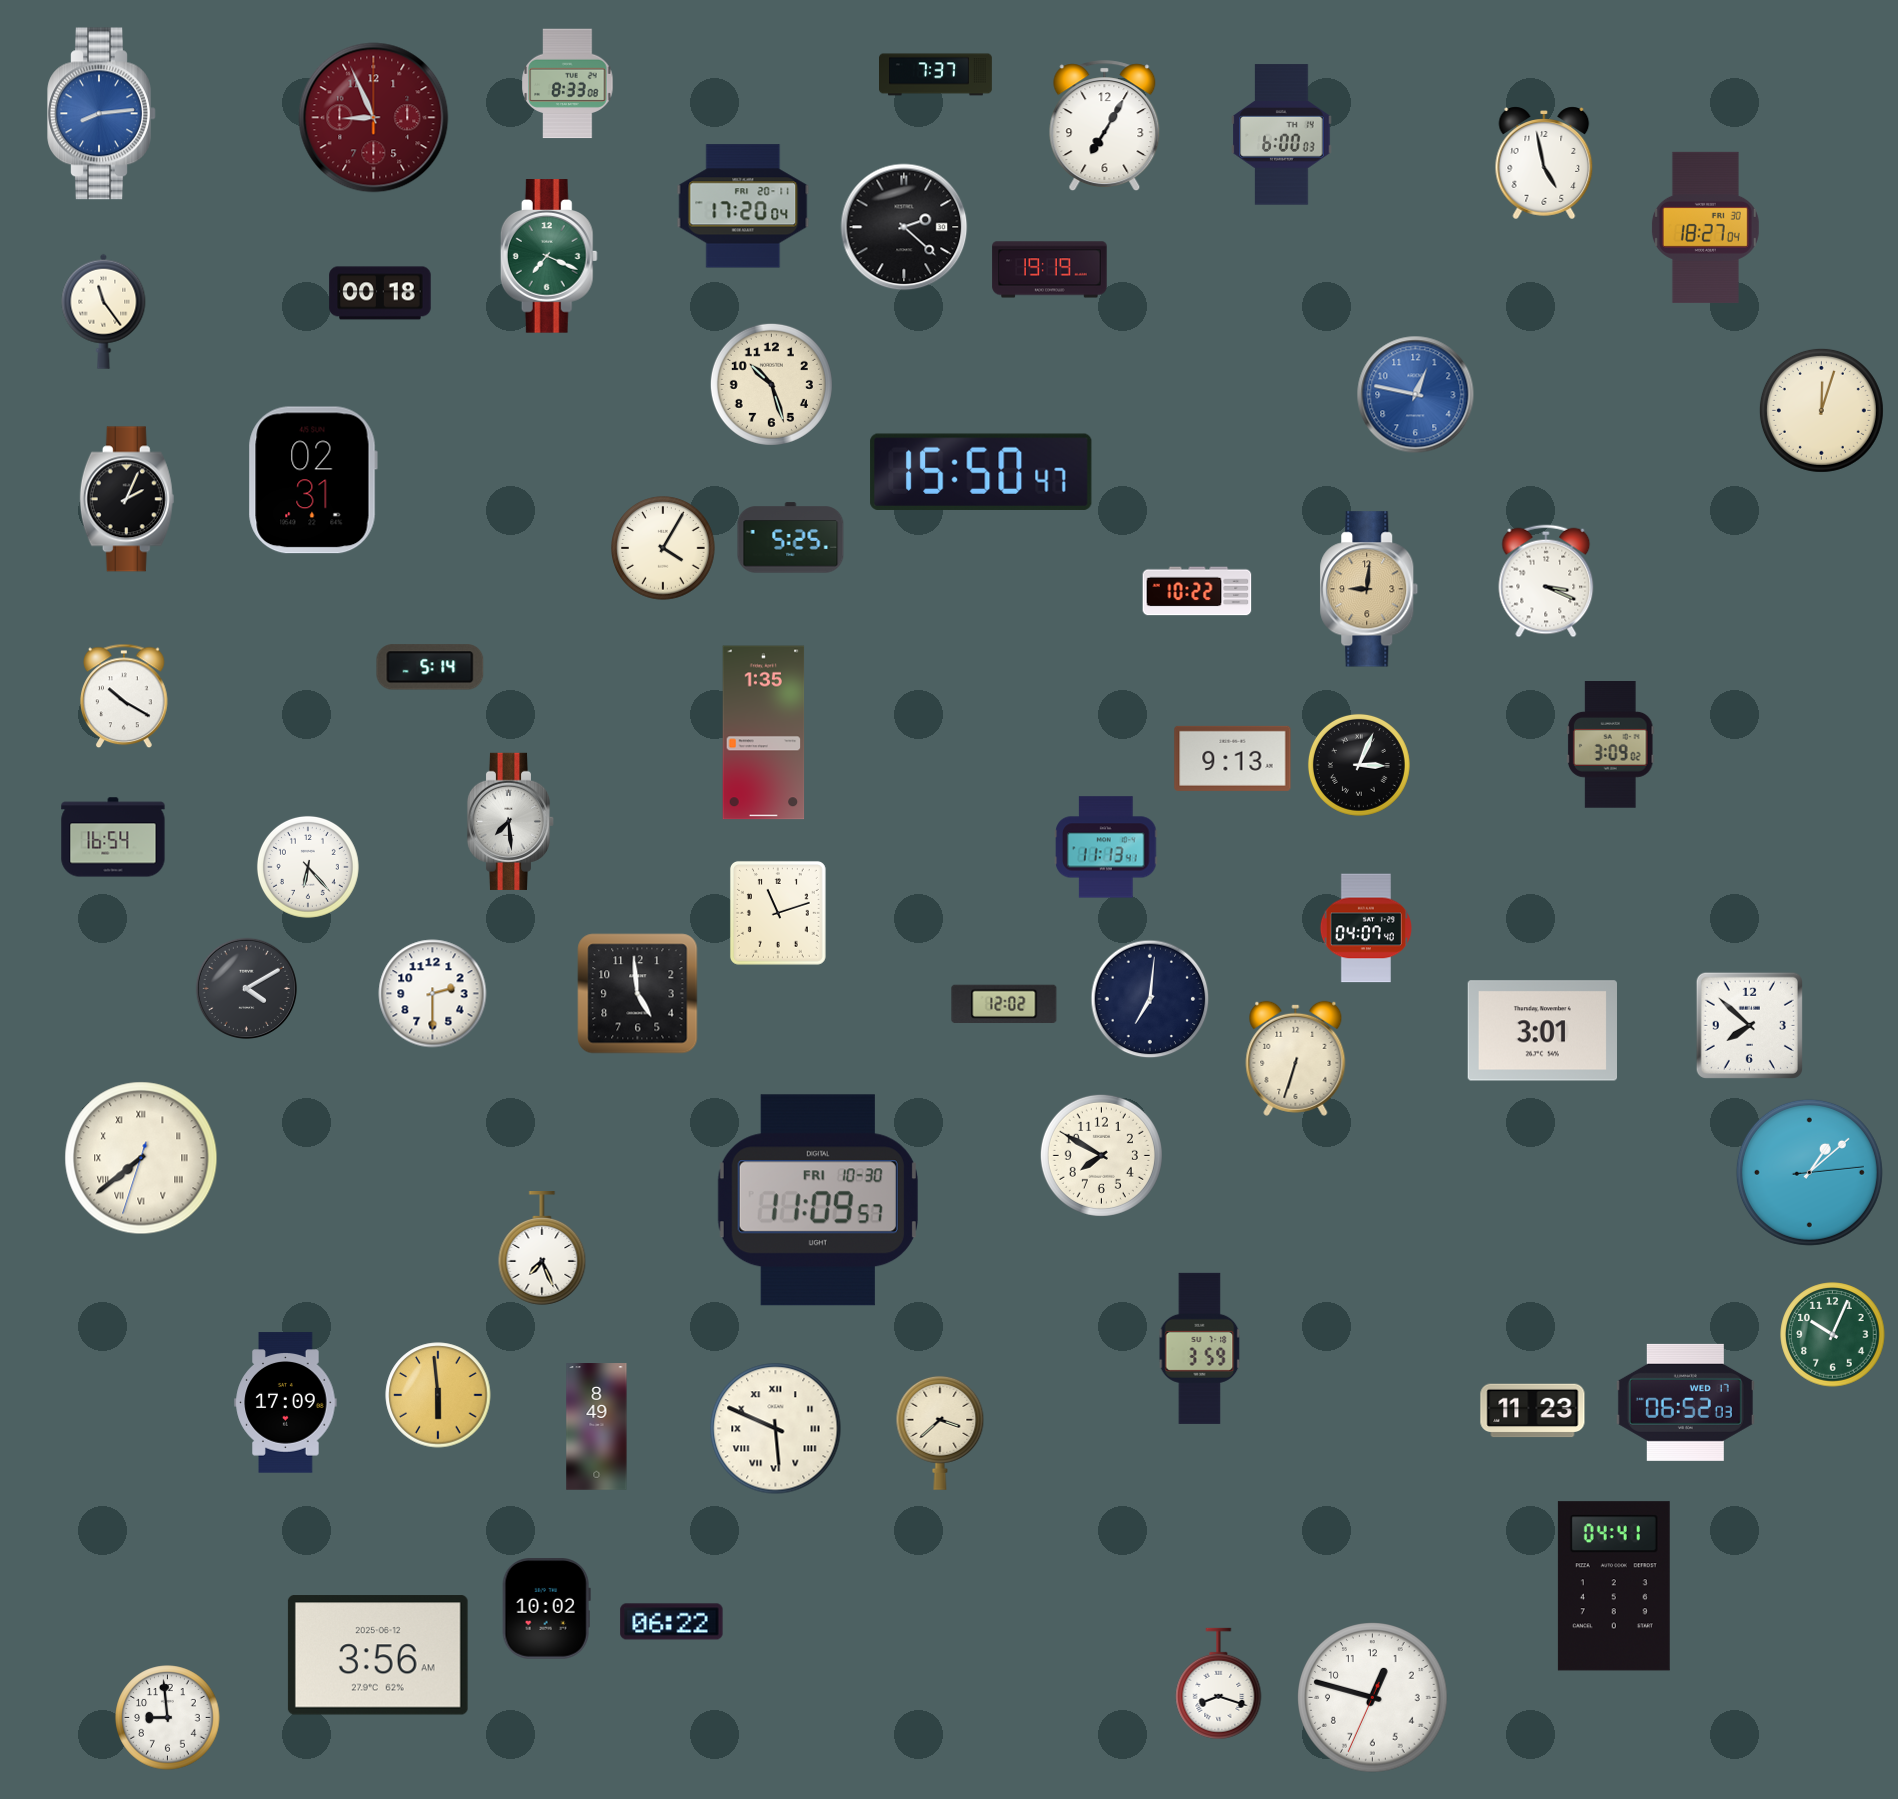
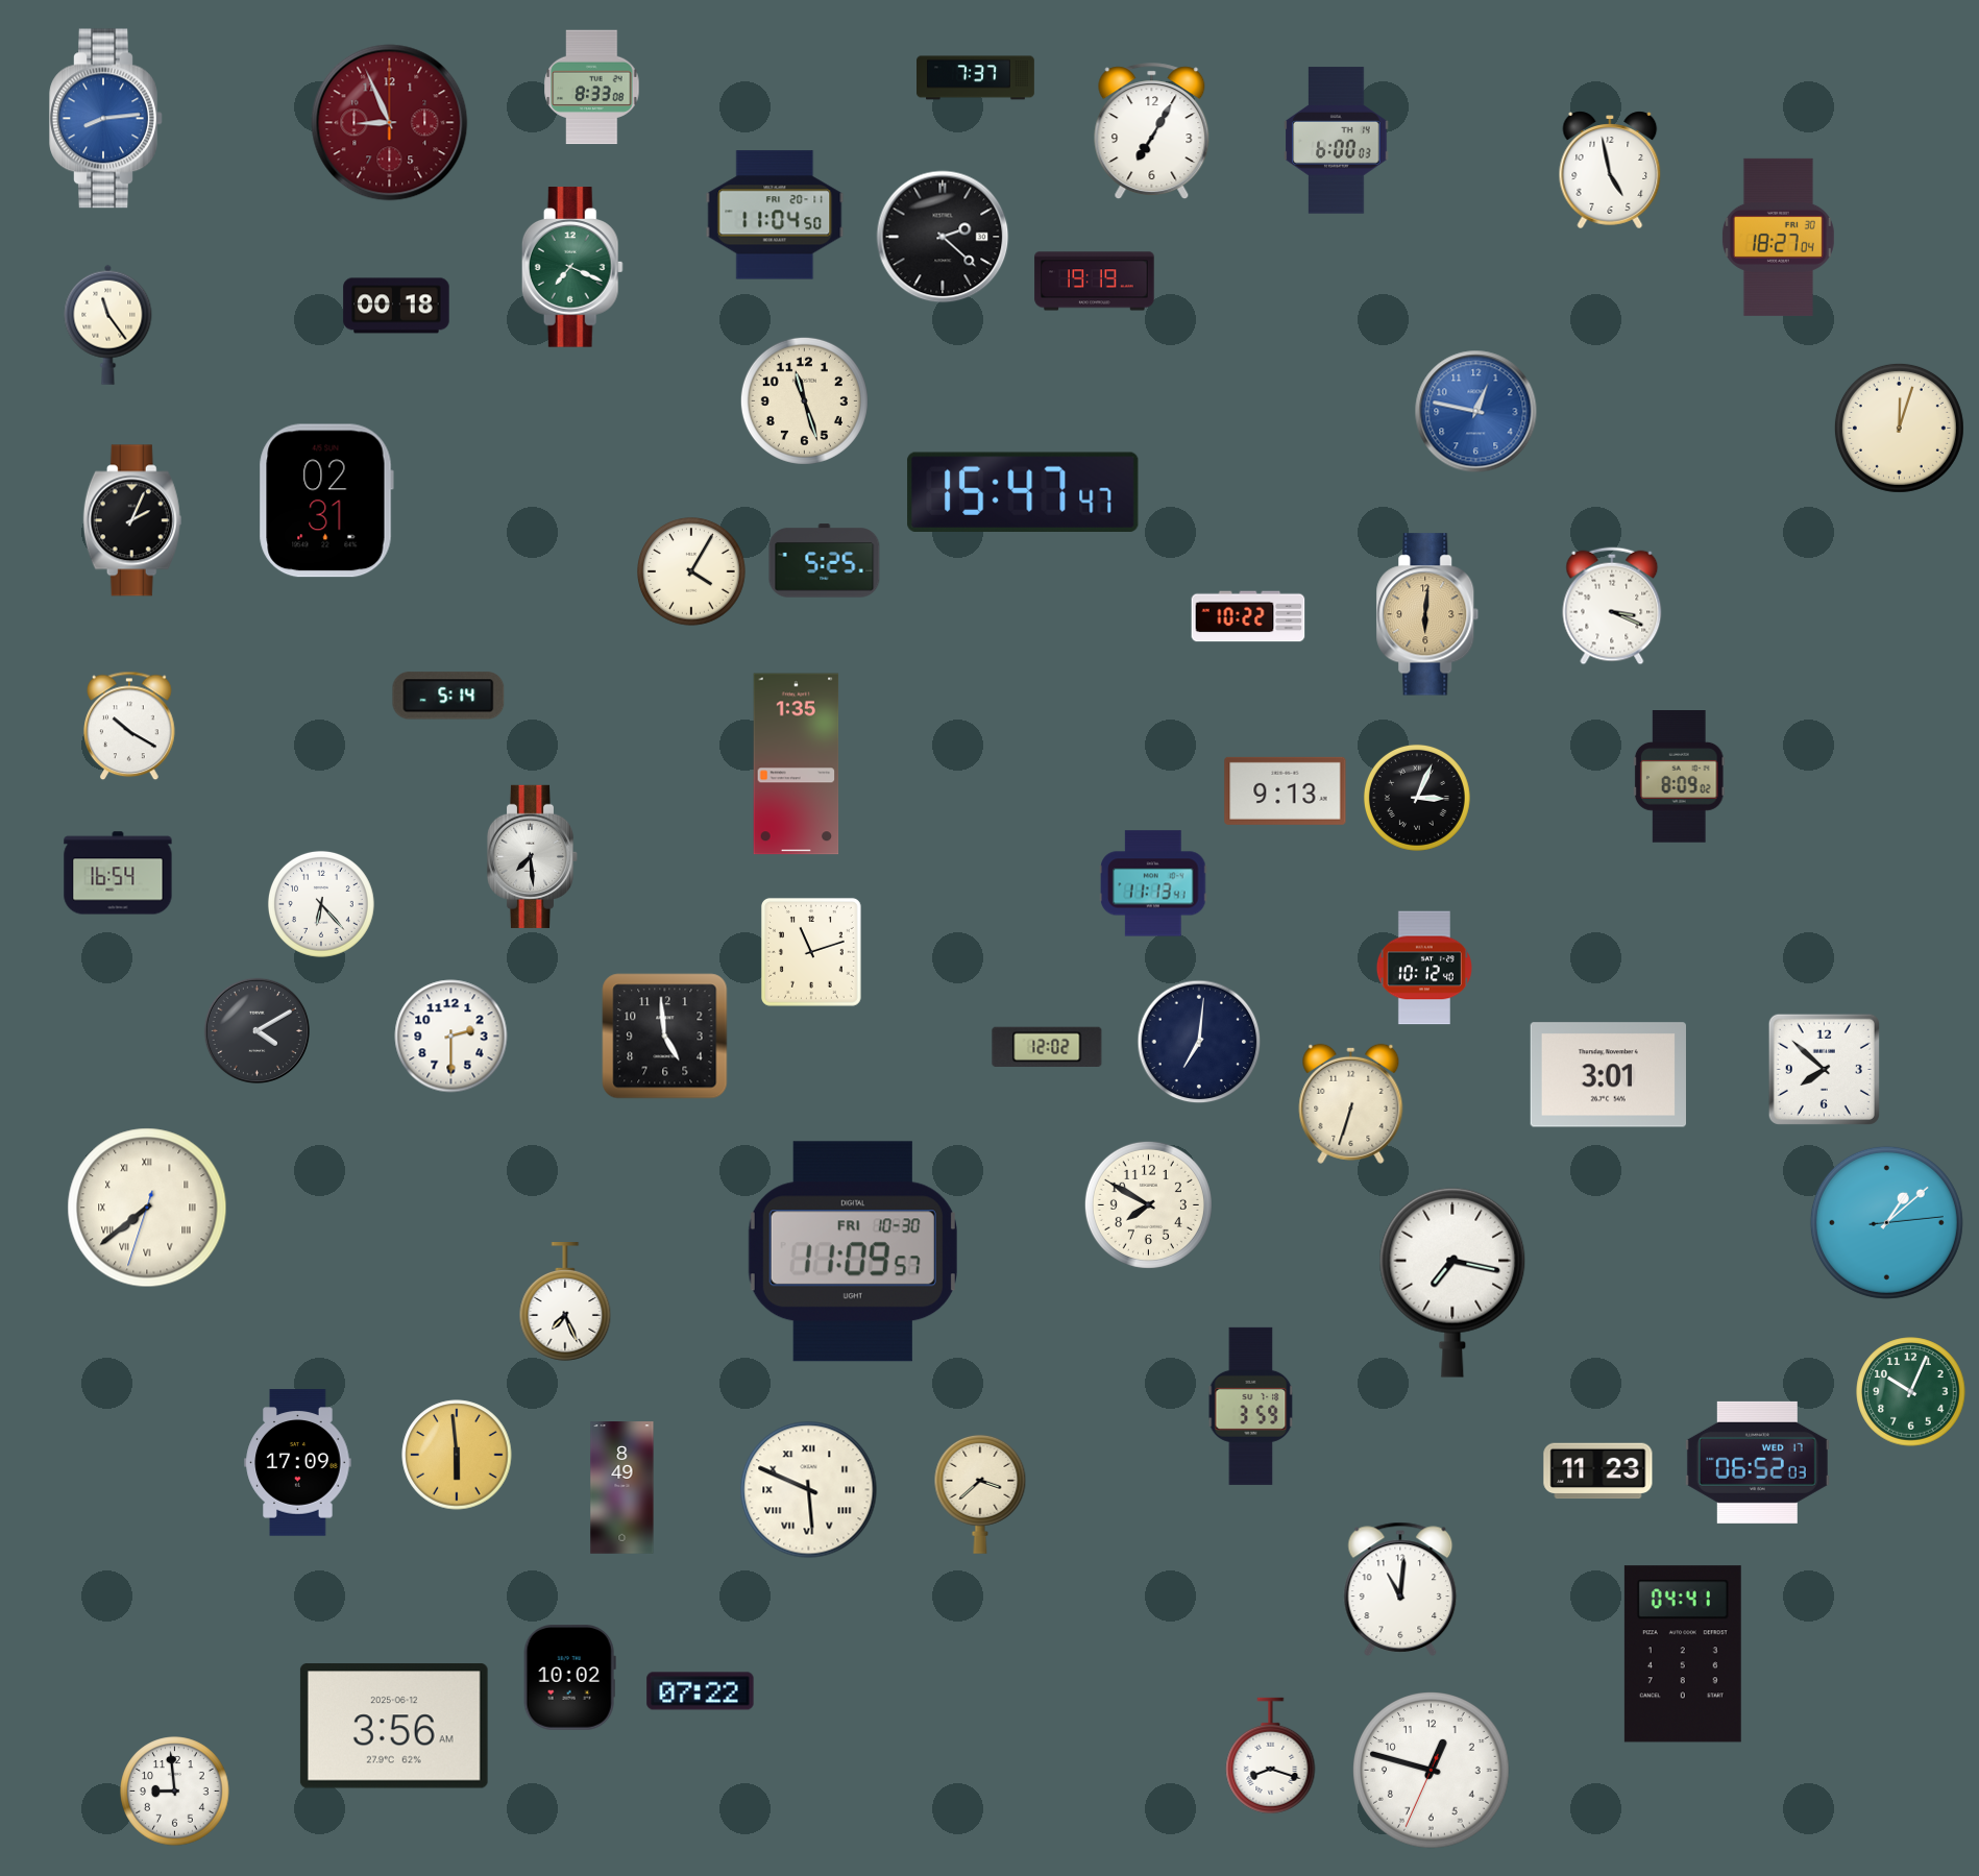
clock at (743, 206): 17:20 -> 11:04
clock at (771, 384): 10:27 -> 11:27
clock at (981, 472): 15:50 -> 15:47
clock at (1369, 589): 9:01 -> 6:01
clock at (1610, 745): 3:09 -> 8:09
clock at (1366, 928): 04:07 -> 10:12
clock at (1452, 1283): none -> 7:17
clock at (1400, 1589): none -> 11:01
clock at (672, 1622): 06:22 -> 07:22
